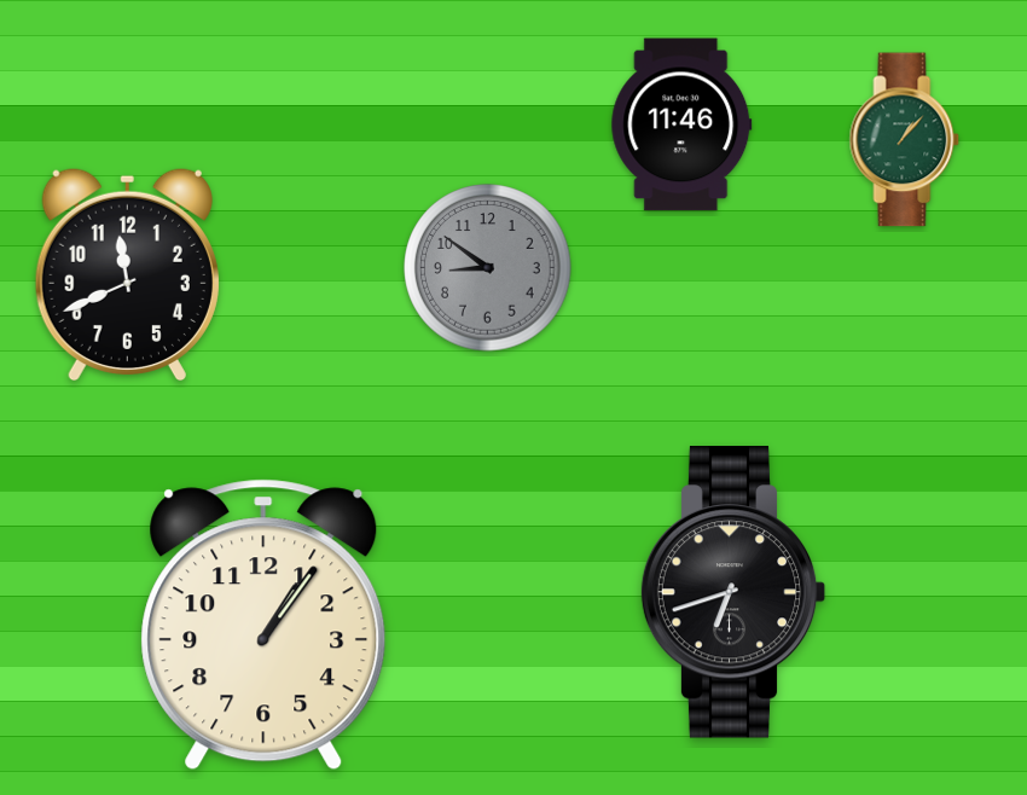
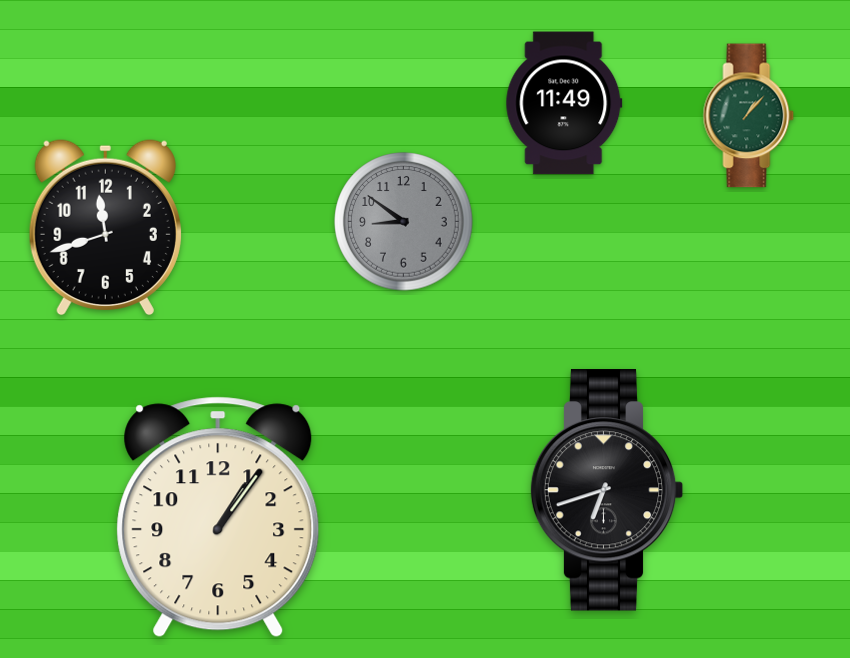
clock at (681, 124): 11:46 -> 11:49
clock at (127, 274): 11:41 -> 11:42
